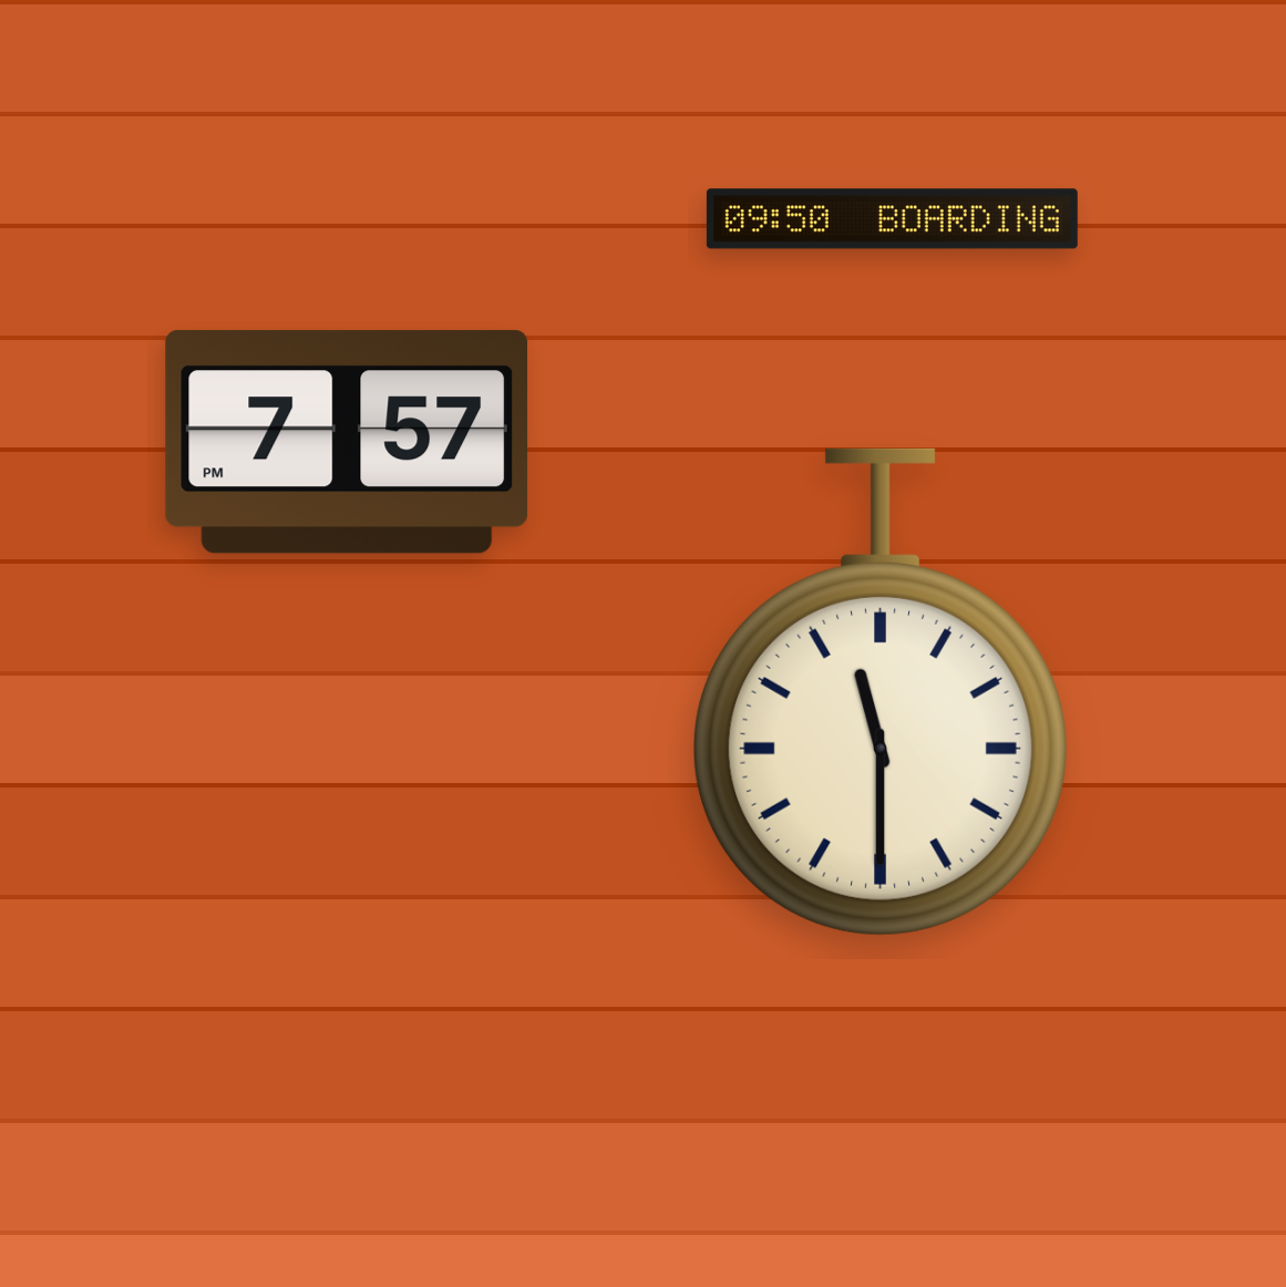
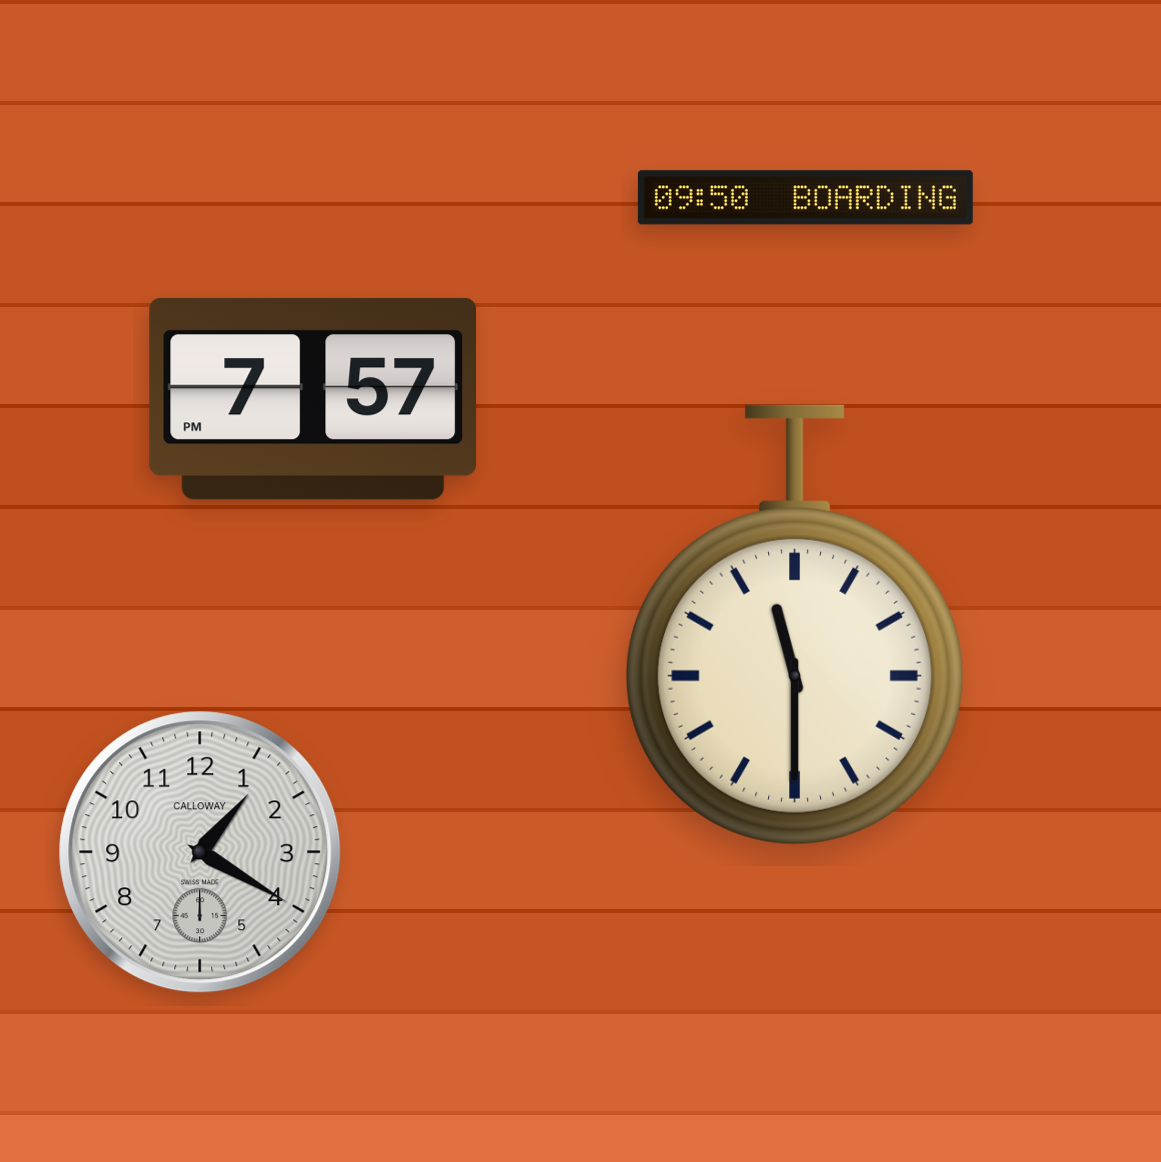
clock at (200, 852): none -> 1:20
